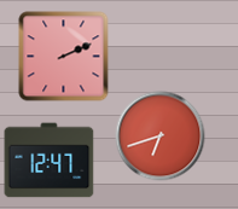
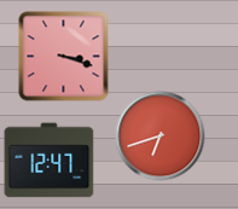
clock at (64, 57): 2:11 -> 3:18
